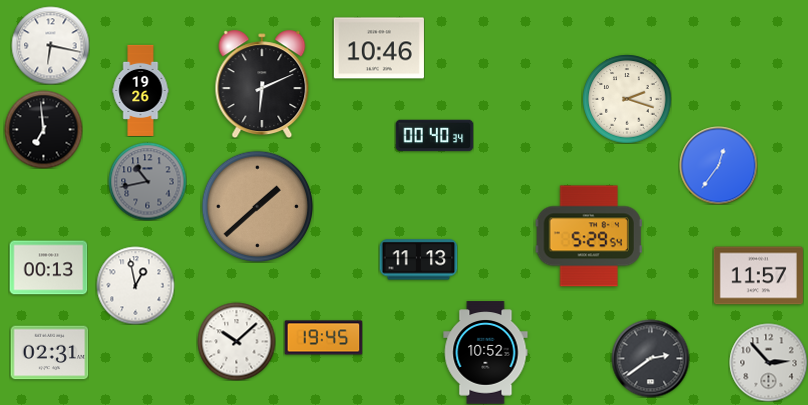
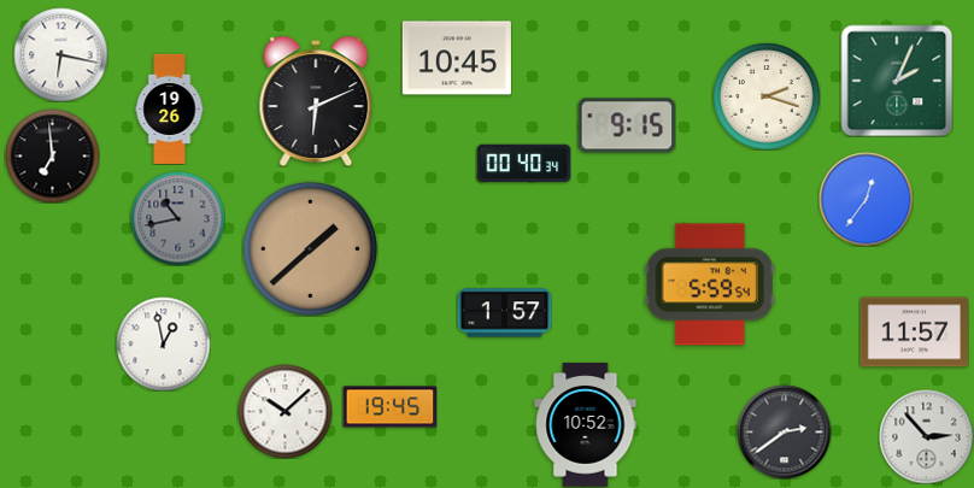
clock at (379, 48): 10:46 -> 10:45
clock at (897, 81): none -> 2:04
clock at (627, 99) position: (627, 99) -> (767, 96)
clock at (627, 125): none -> 9:15
clock at (589, 236): 5:29 -> 5:59
clock at (418, 260): 11:13 -> 1:57
clock at (48, 268): 00:13 -> none
clock at (49, 353): 02:31 -> none
